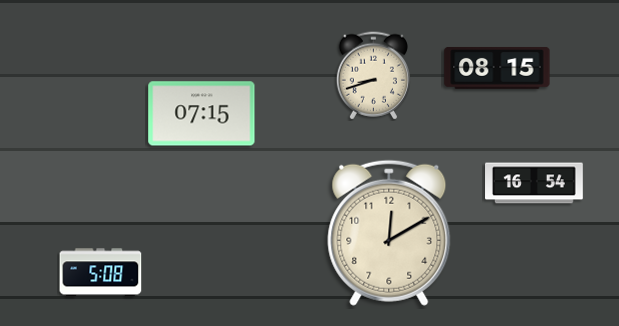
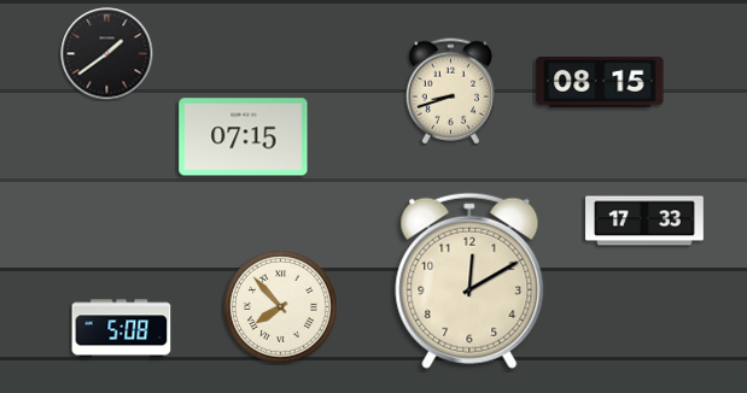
clock at (107, 54): none -> 1:39
clock at (534, 183): 16:54 -> 17:33
clock at (280, 306): none -> 7:53
